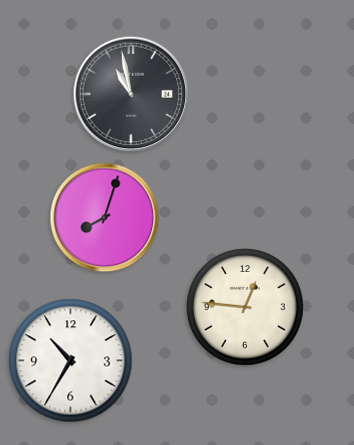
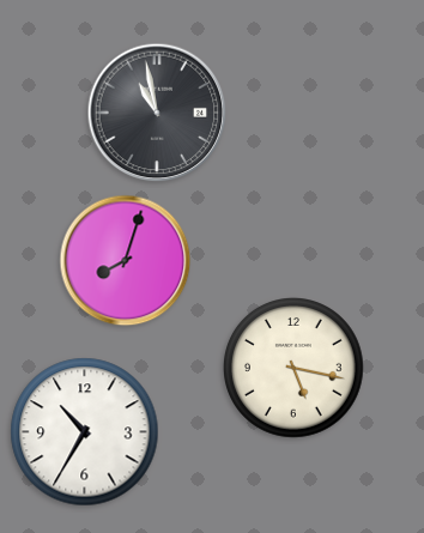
clock at (246, 308): 12:46 -> 5:17
